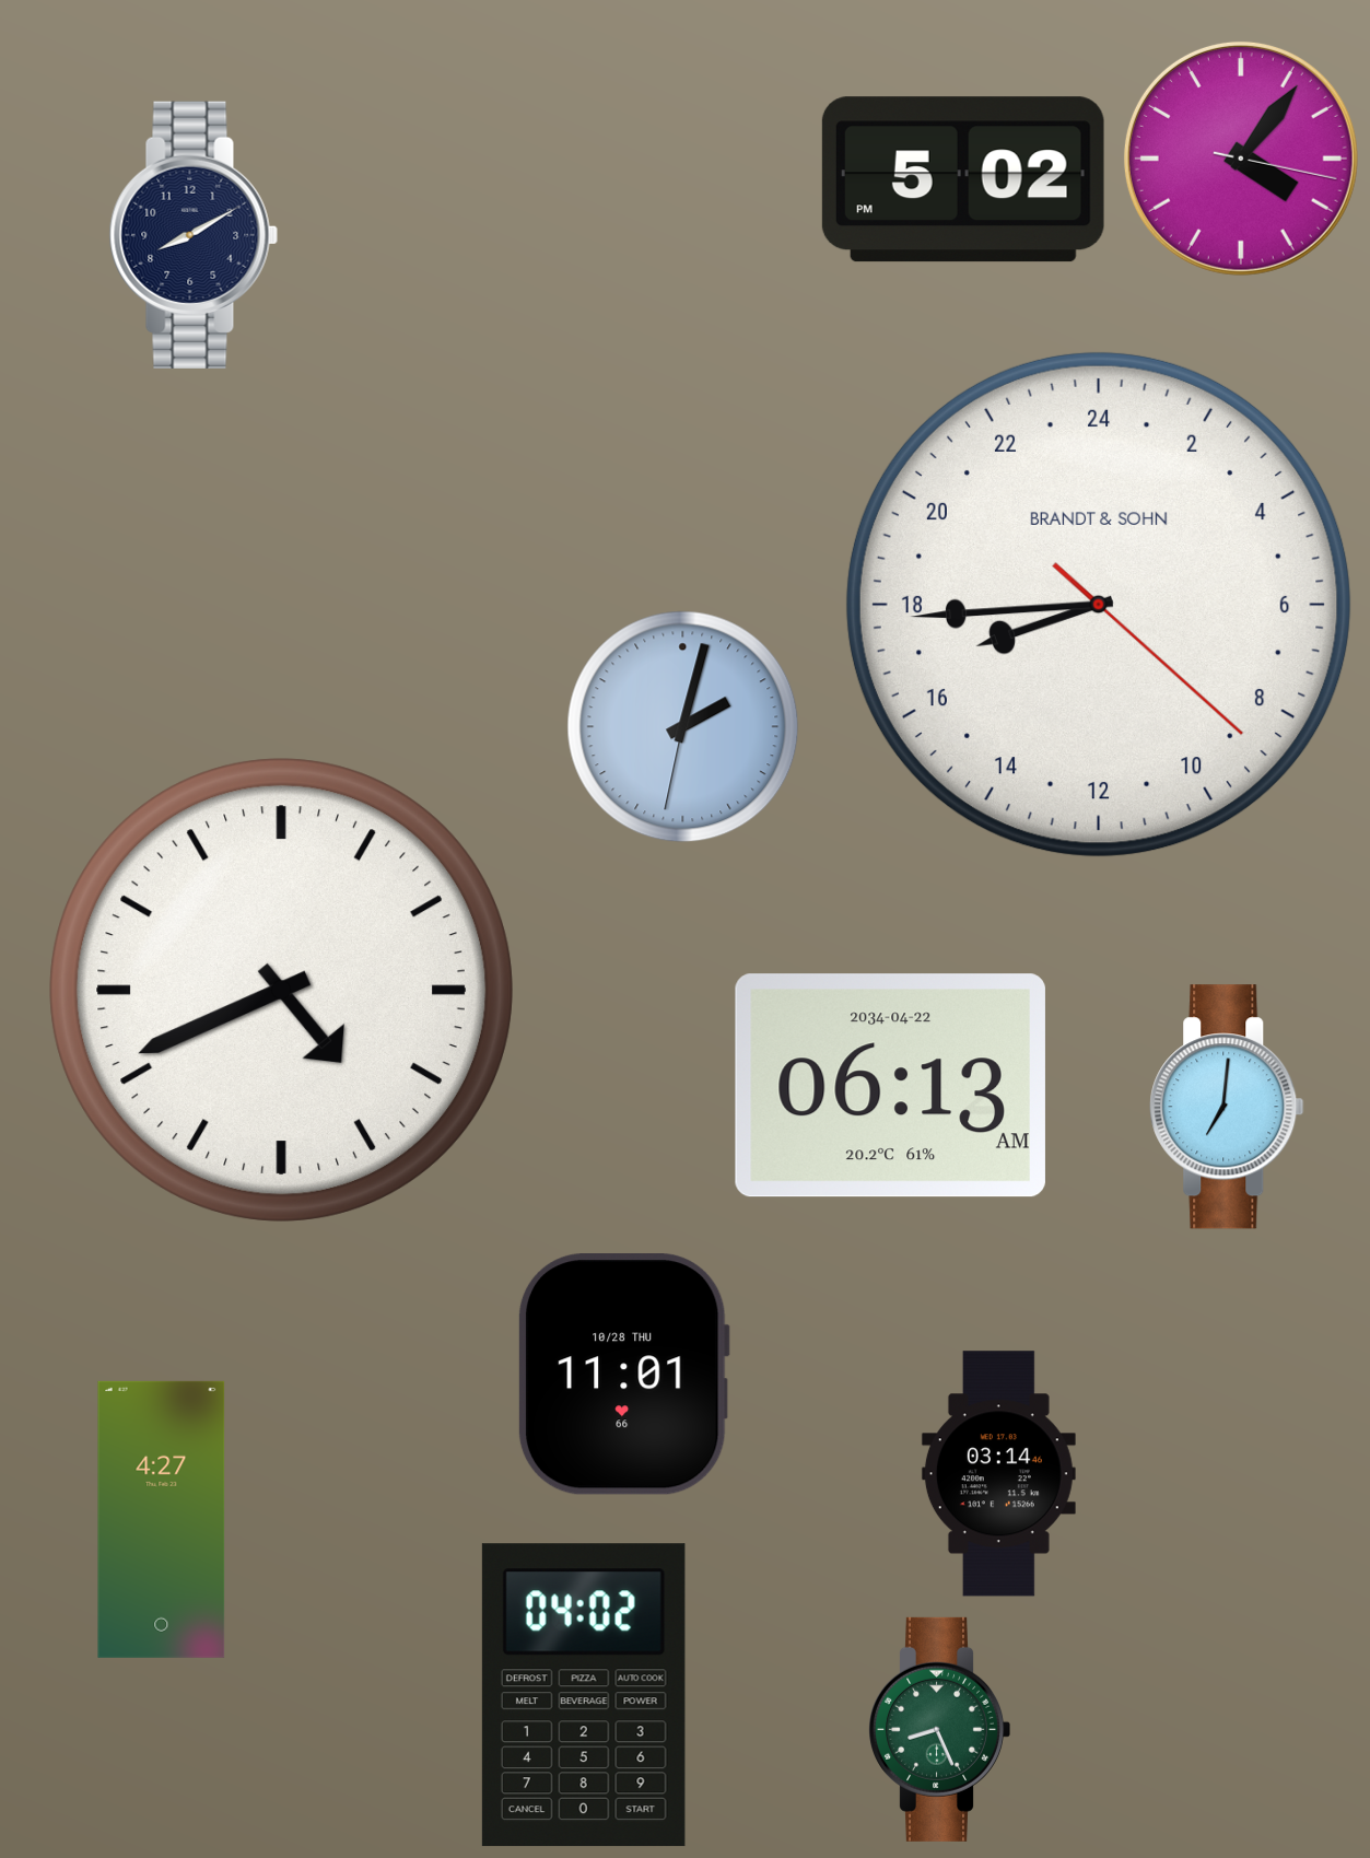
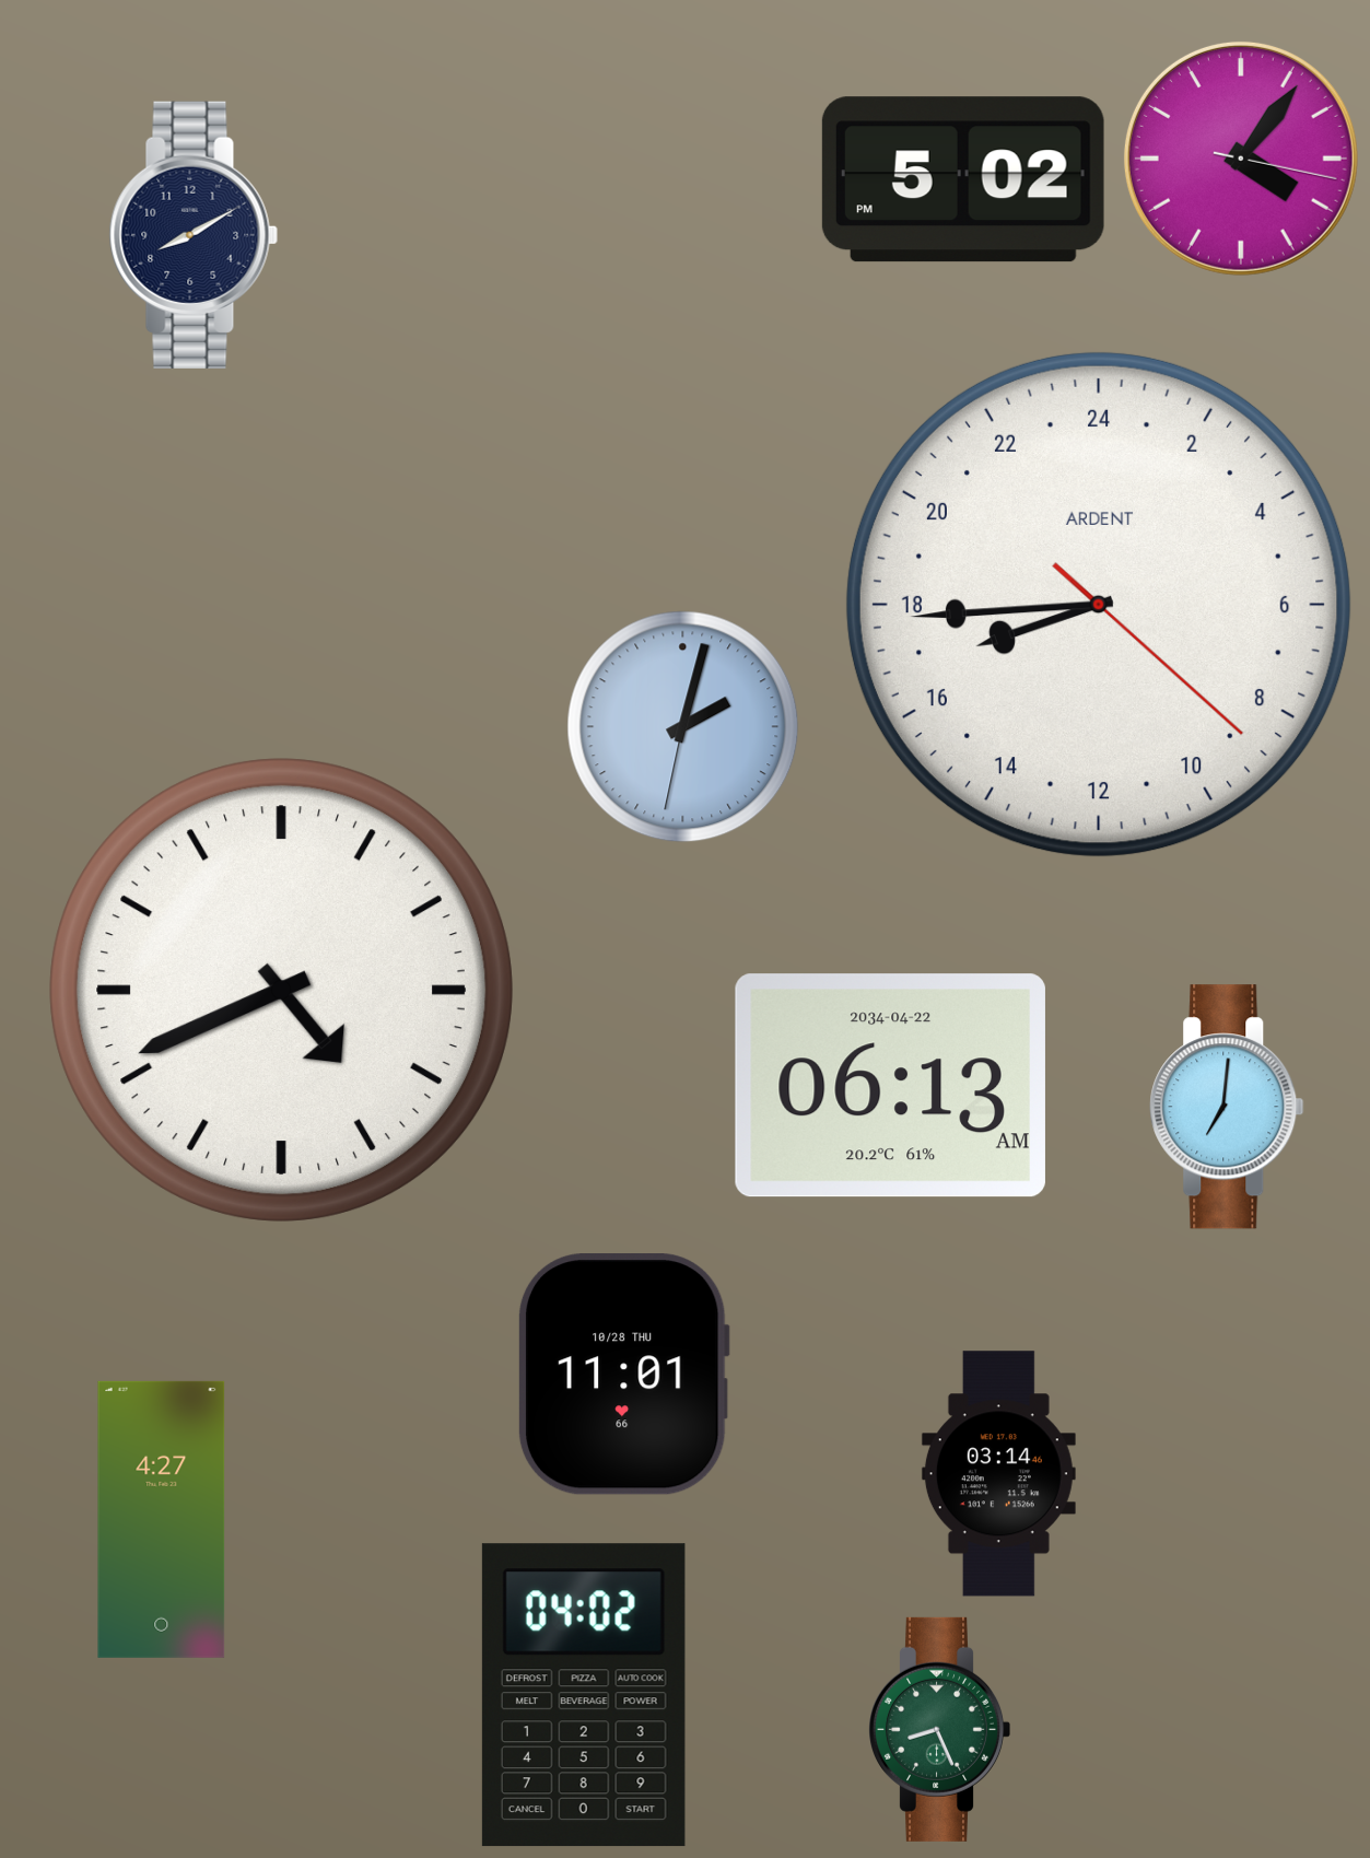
clock at (1099, 605) brand: BRANDT & SOHN -> ARDENT
